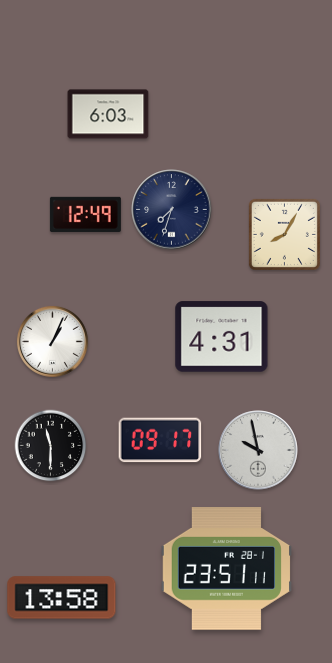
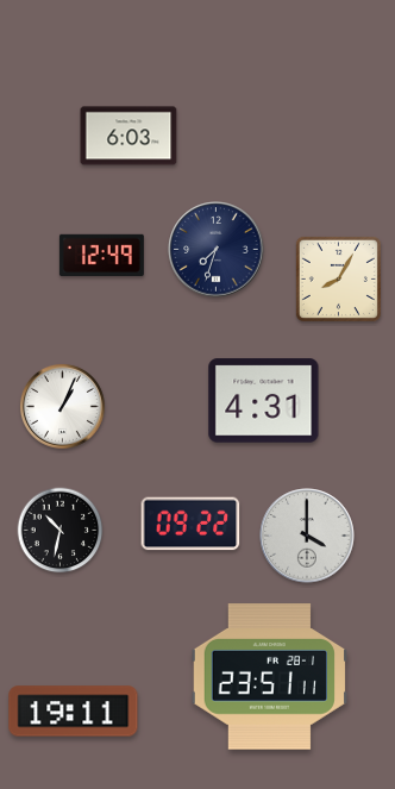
clock at (172, 210) position: (172, 210) -> (217, 250)
clock at (160, 440): 09:17 -> 09:22
clock at (51, 446): 11:30 -> 10:32
clock at (258, 450): 9:58 -> 4:00
clock at (62, 598): 13:58 -> 19:11
